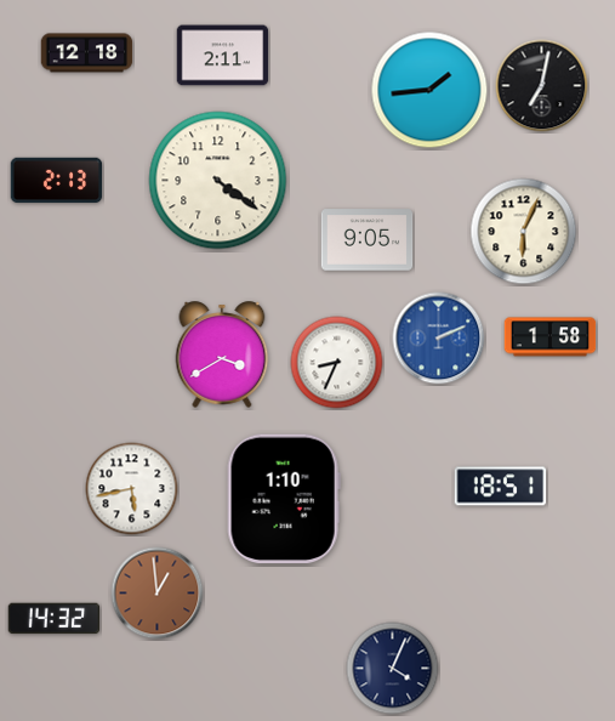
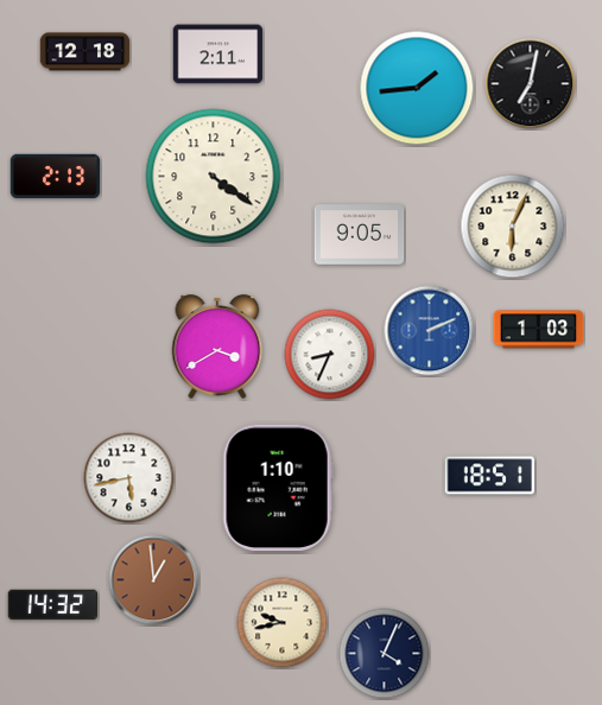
clock at (429, 90) position: (429, 90) -> (417, 88)
clock at (551, 337): 1:58 -> 1:03
clock at (283, 623): none -> 9:43
